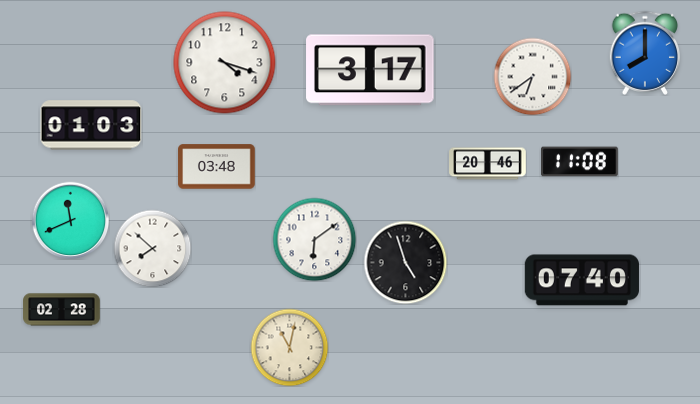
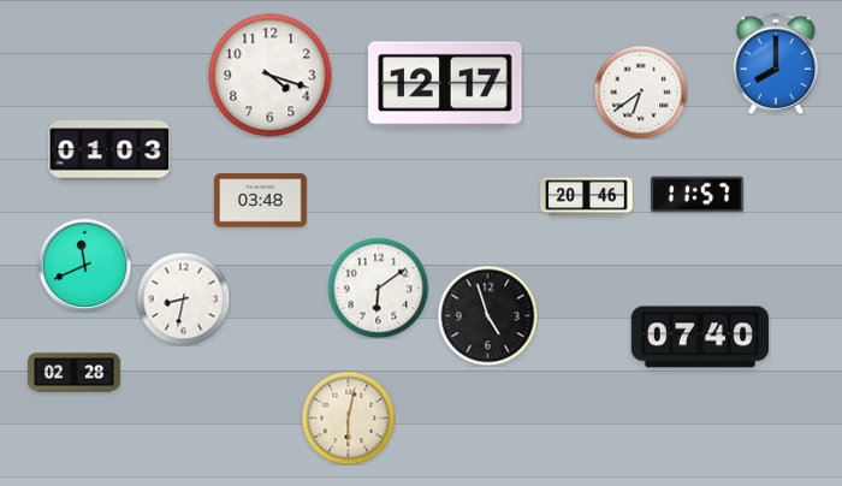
clock at (370, 70): 3:17 -> 12:17
clock at (580, 162): 11:08 -> 11:57
clock at (152, 248): 7:52 -> 8:32
clock at (289, 347): 11:02 -> 6:02
